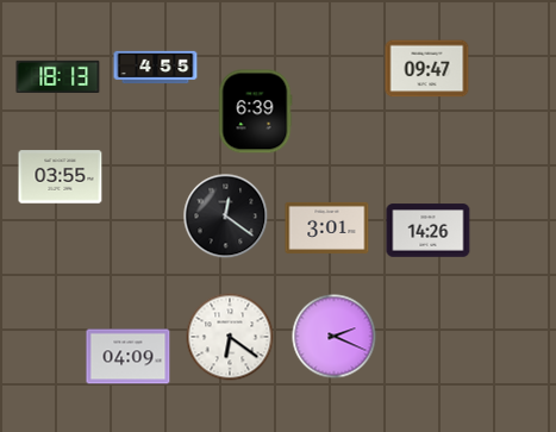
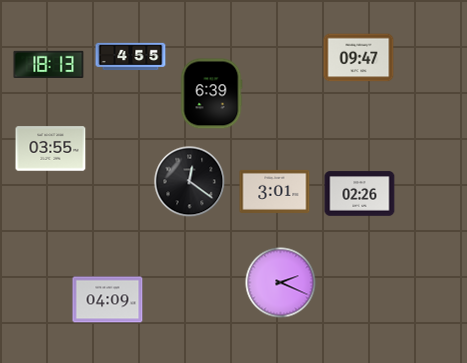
clock at (255, 112) position: (255, 112) -> (211, 94)
clock at (429, 231): 14:26 -> 02:26
clock at (230, 337): 6:21 -> none
